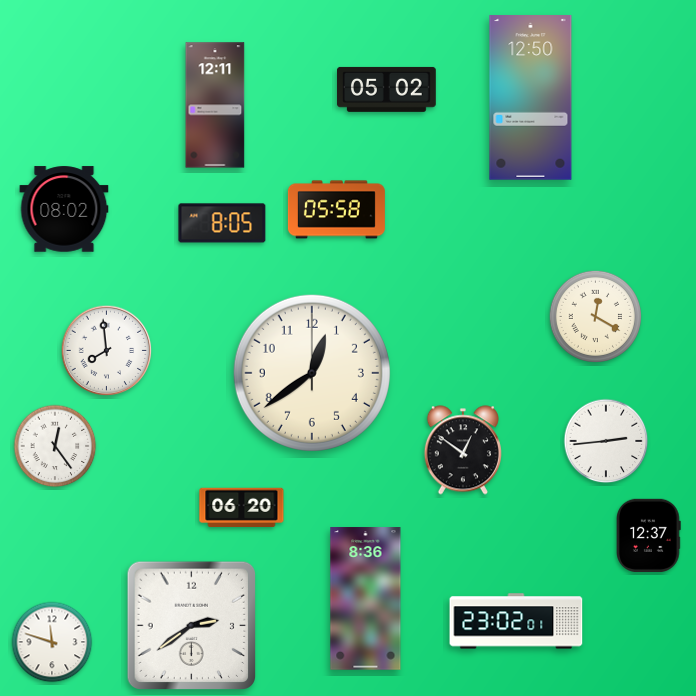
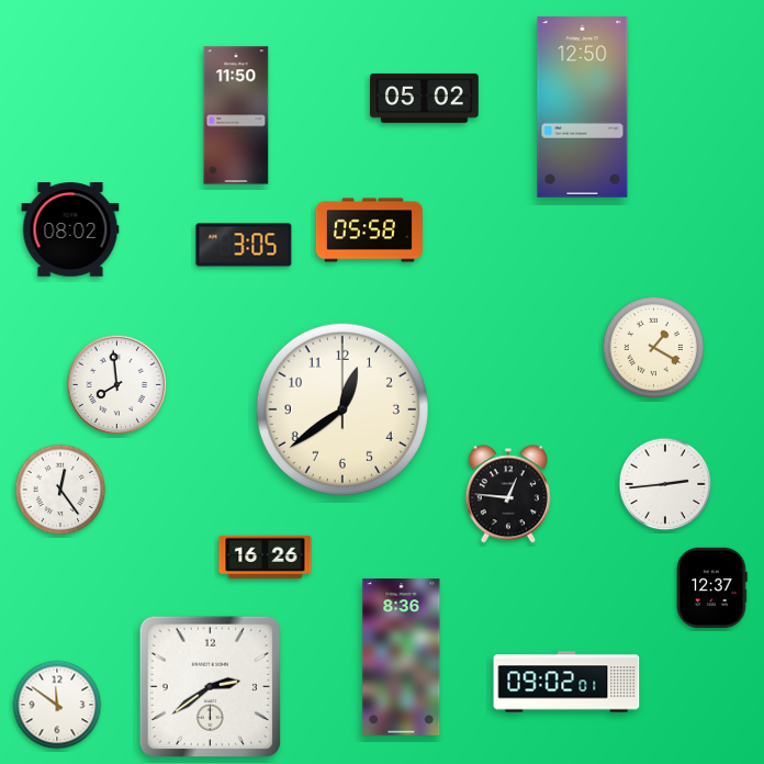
clock at (215, 105): 12:11 -> 11:50
clock at (222, 223): 8:05 -> 3:05
clock at (595, 316): 12:20 -> 1:20
clock at (463, 450): 12:51 -> 12:46
clock at (242, 507): 06:20 -> 16:26
clock at (516, 621): 23:02 -> 09:02
clock at (52, 642): 11:48 -> 11:51
